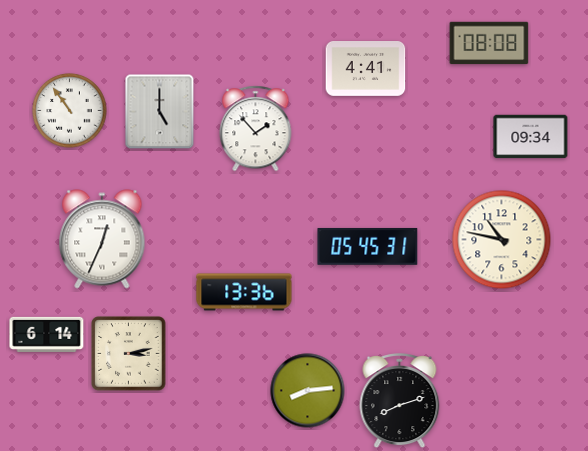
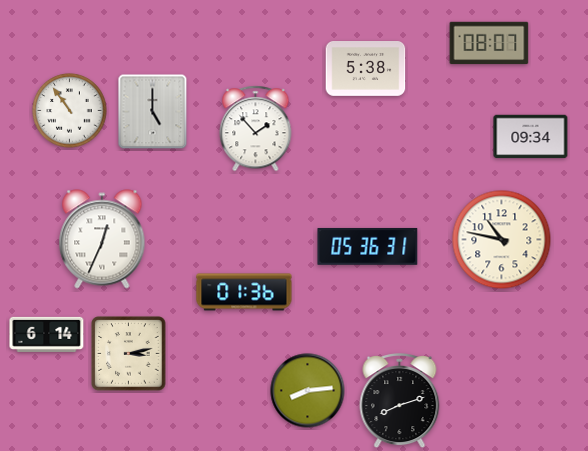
clock at (489, 43): 08:08 -> 08:07
clock at (366, 69): 4:41 -> 5:38
clock at (160, 112) position: (160, 112) -> (153, 112)
clock at (368, 246): 05:45 -> 05:36
clock at (244, 292): 13:36 -> 01:36
